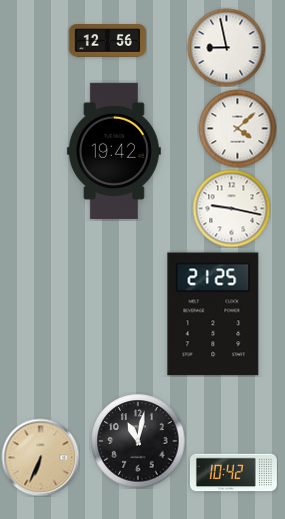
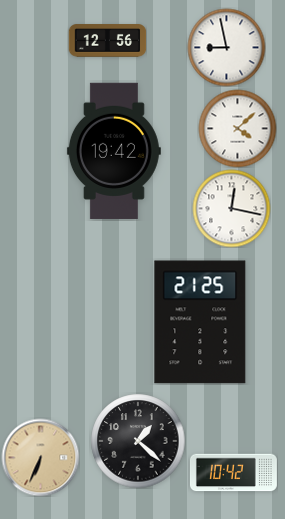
clock at (231, 208): 9:17 -> 12:17
clock at (213, 314) position: (213, 314) -> (200, 322)
clock at (138, 441): 11:02 -> 1:22
